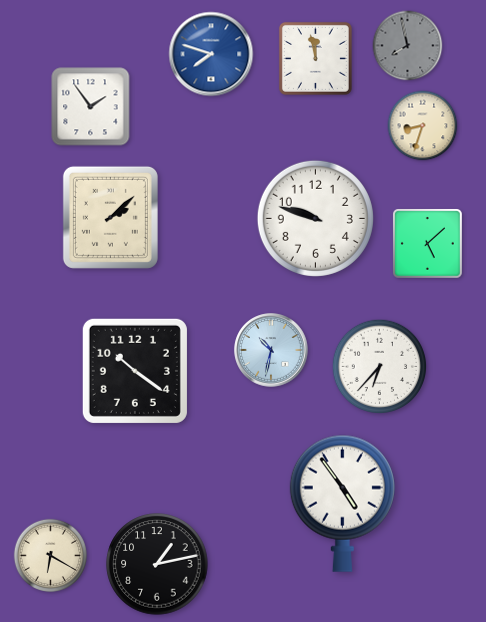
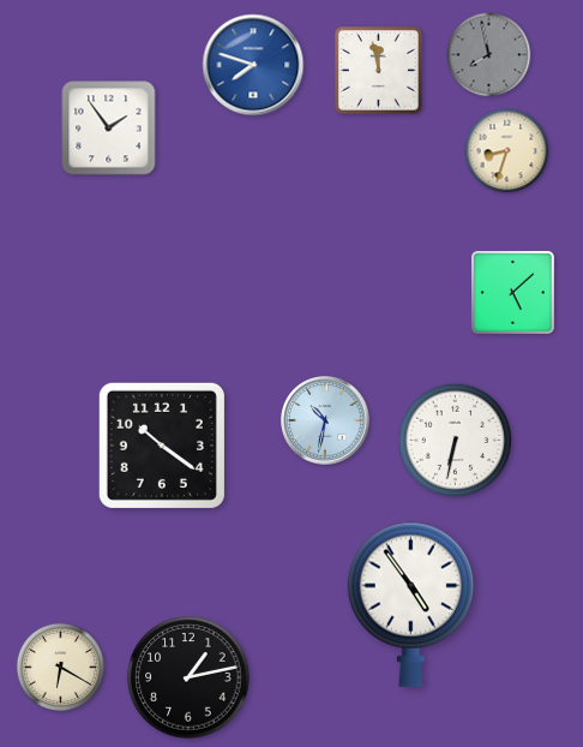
clock at (110, 217): 2:08 -> none
clock at (315, 218): 9:48 -> none
clock at (380, 367): 6:37 -> 6:32
